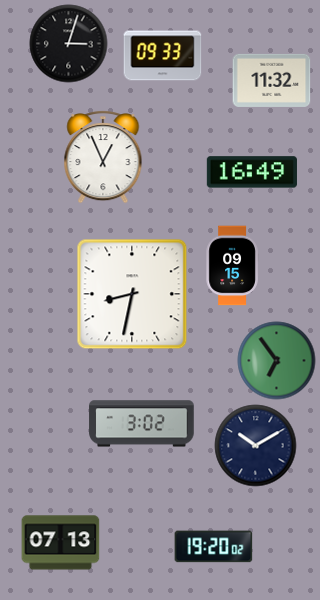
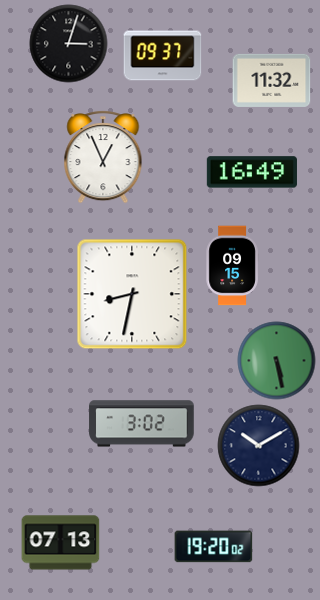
clock at (162, 56): 09:33 -> 09:37
clock at (276, 360): 6:54 -> 5:28
clock at (255, 445) position: (255, 445) -> (258, 445)
